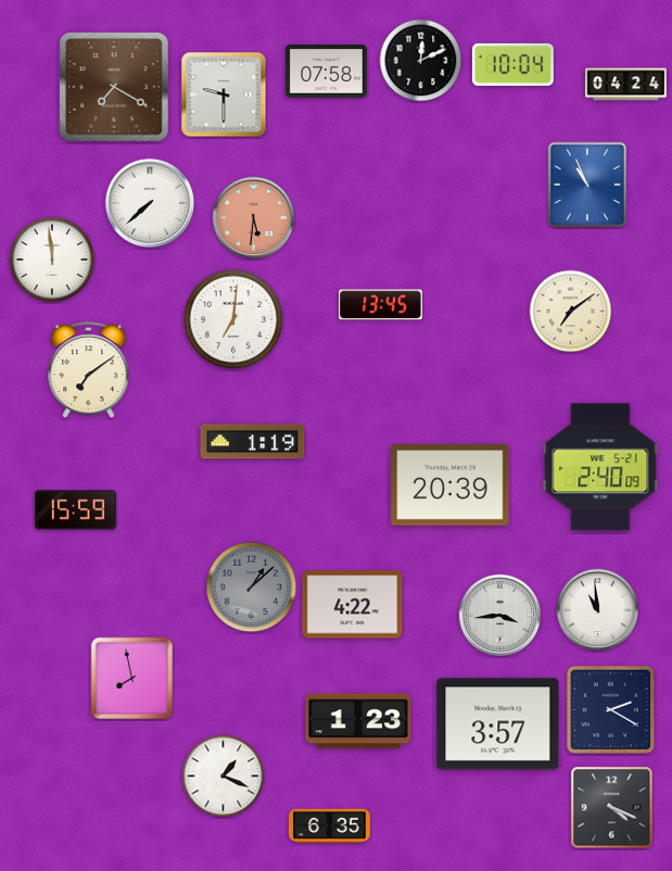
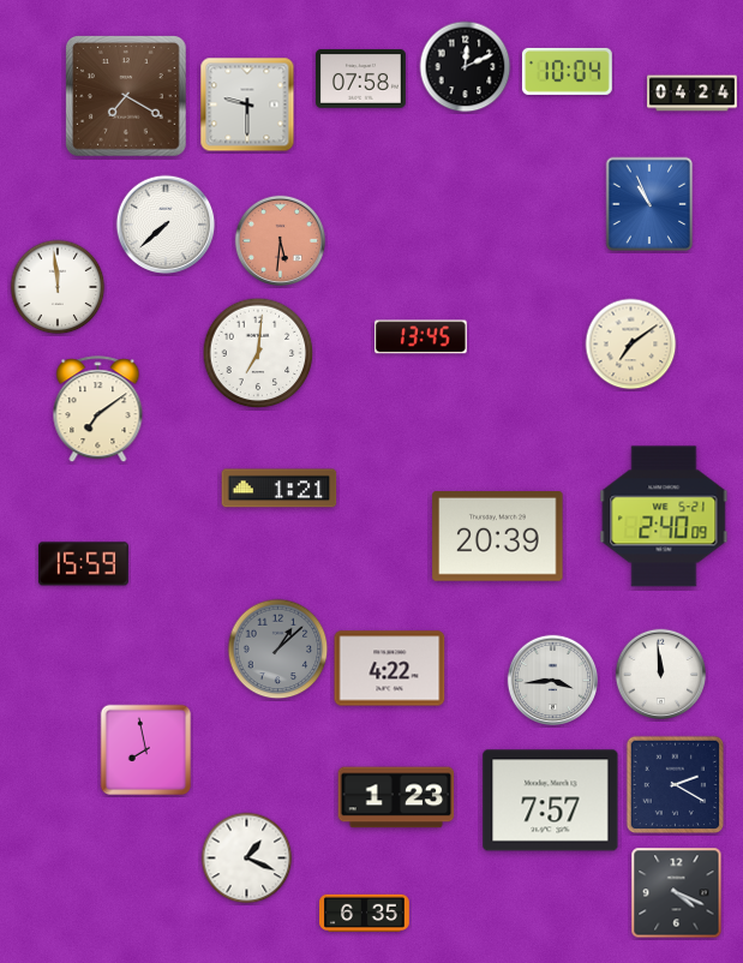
clock at (253, 442): 1:19 -> 1:21
clock at (598, 610): 10:59 -> 11:59
clock at (498, 724): 3:57 -> 7:57
